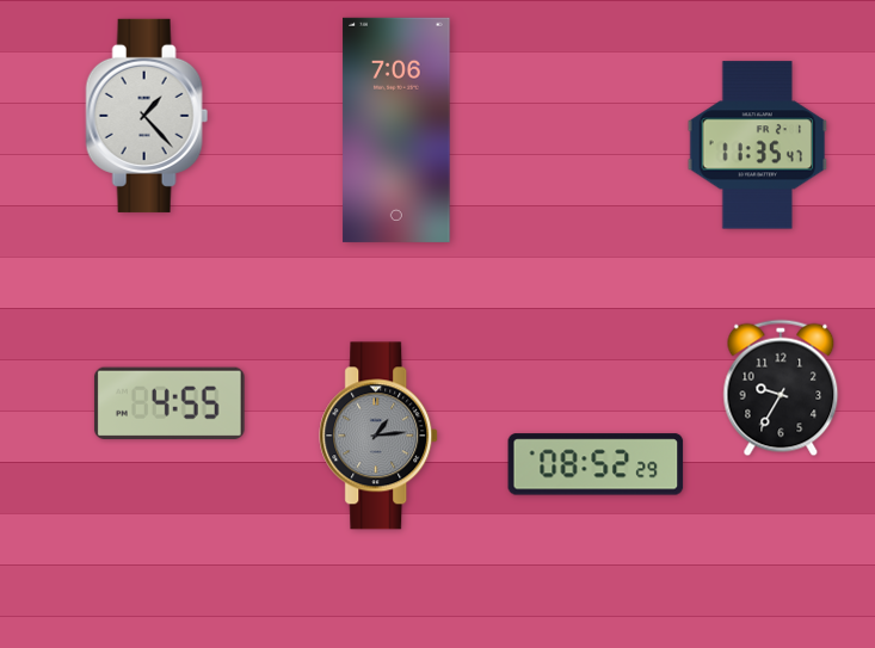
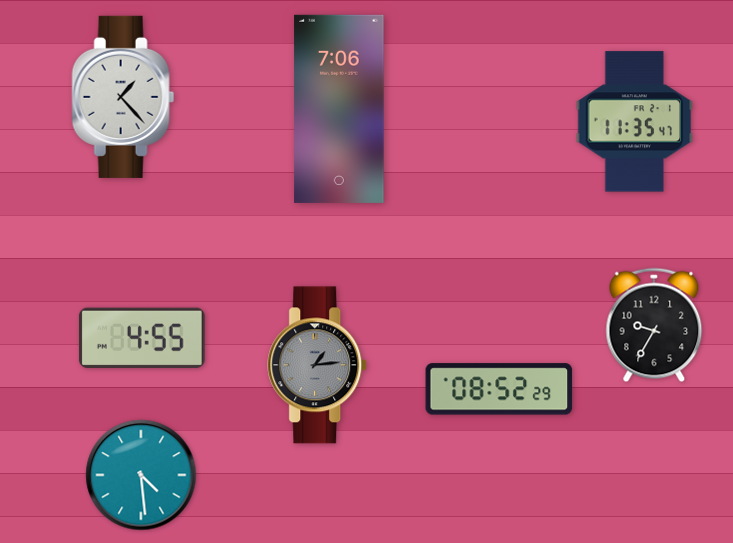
clock at (396, 130) position: (396, 130) -> (339, 109)
clock at (141, 475): none -> 4:29
